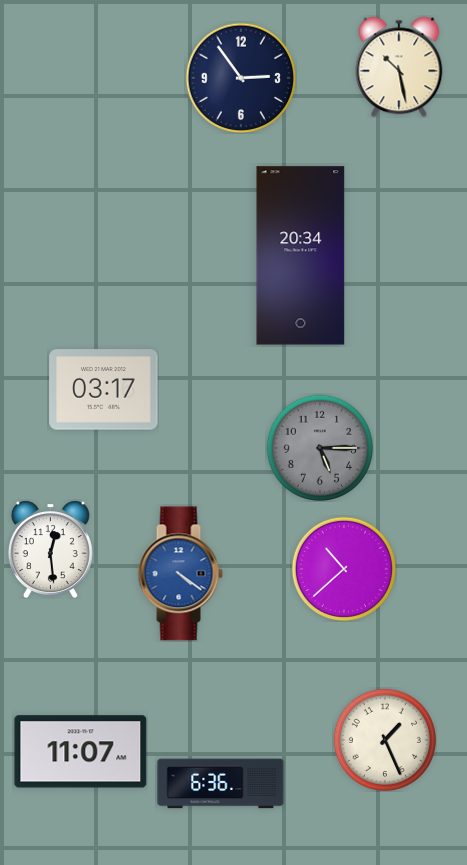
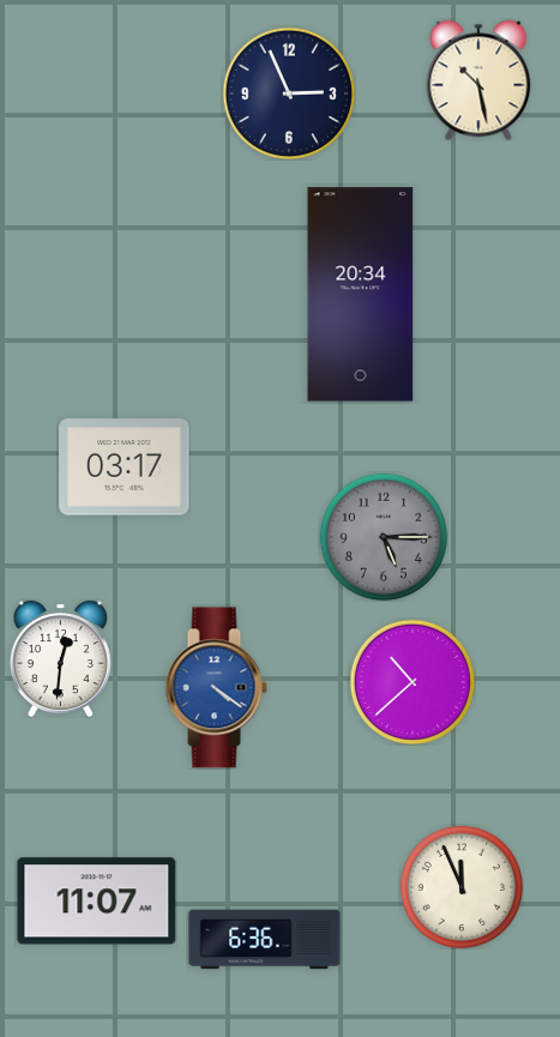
clock at (241, 78): 2:54 -> 2:56
clock at (301, 256) position: (301, 256) -> (361, 295)
clock at (50, 549): 12:29 -> 12:31
clock at (385, 740): 1:26 -> 11:56
